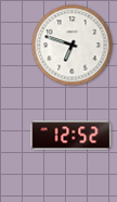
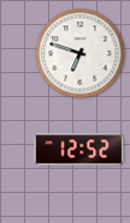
clock at (73, 46) position: (73, 46) -> (81, 54)
